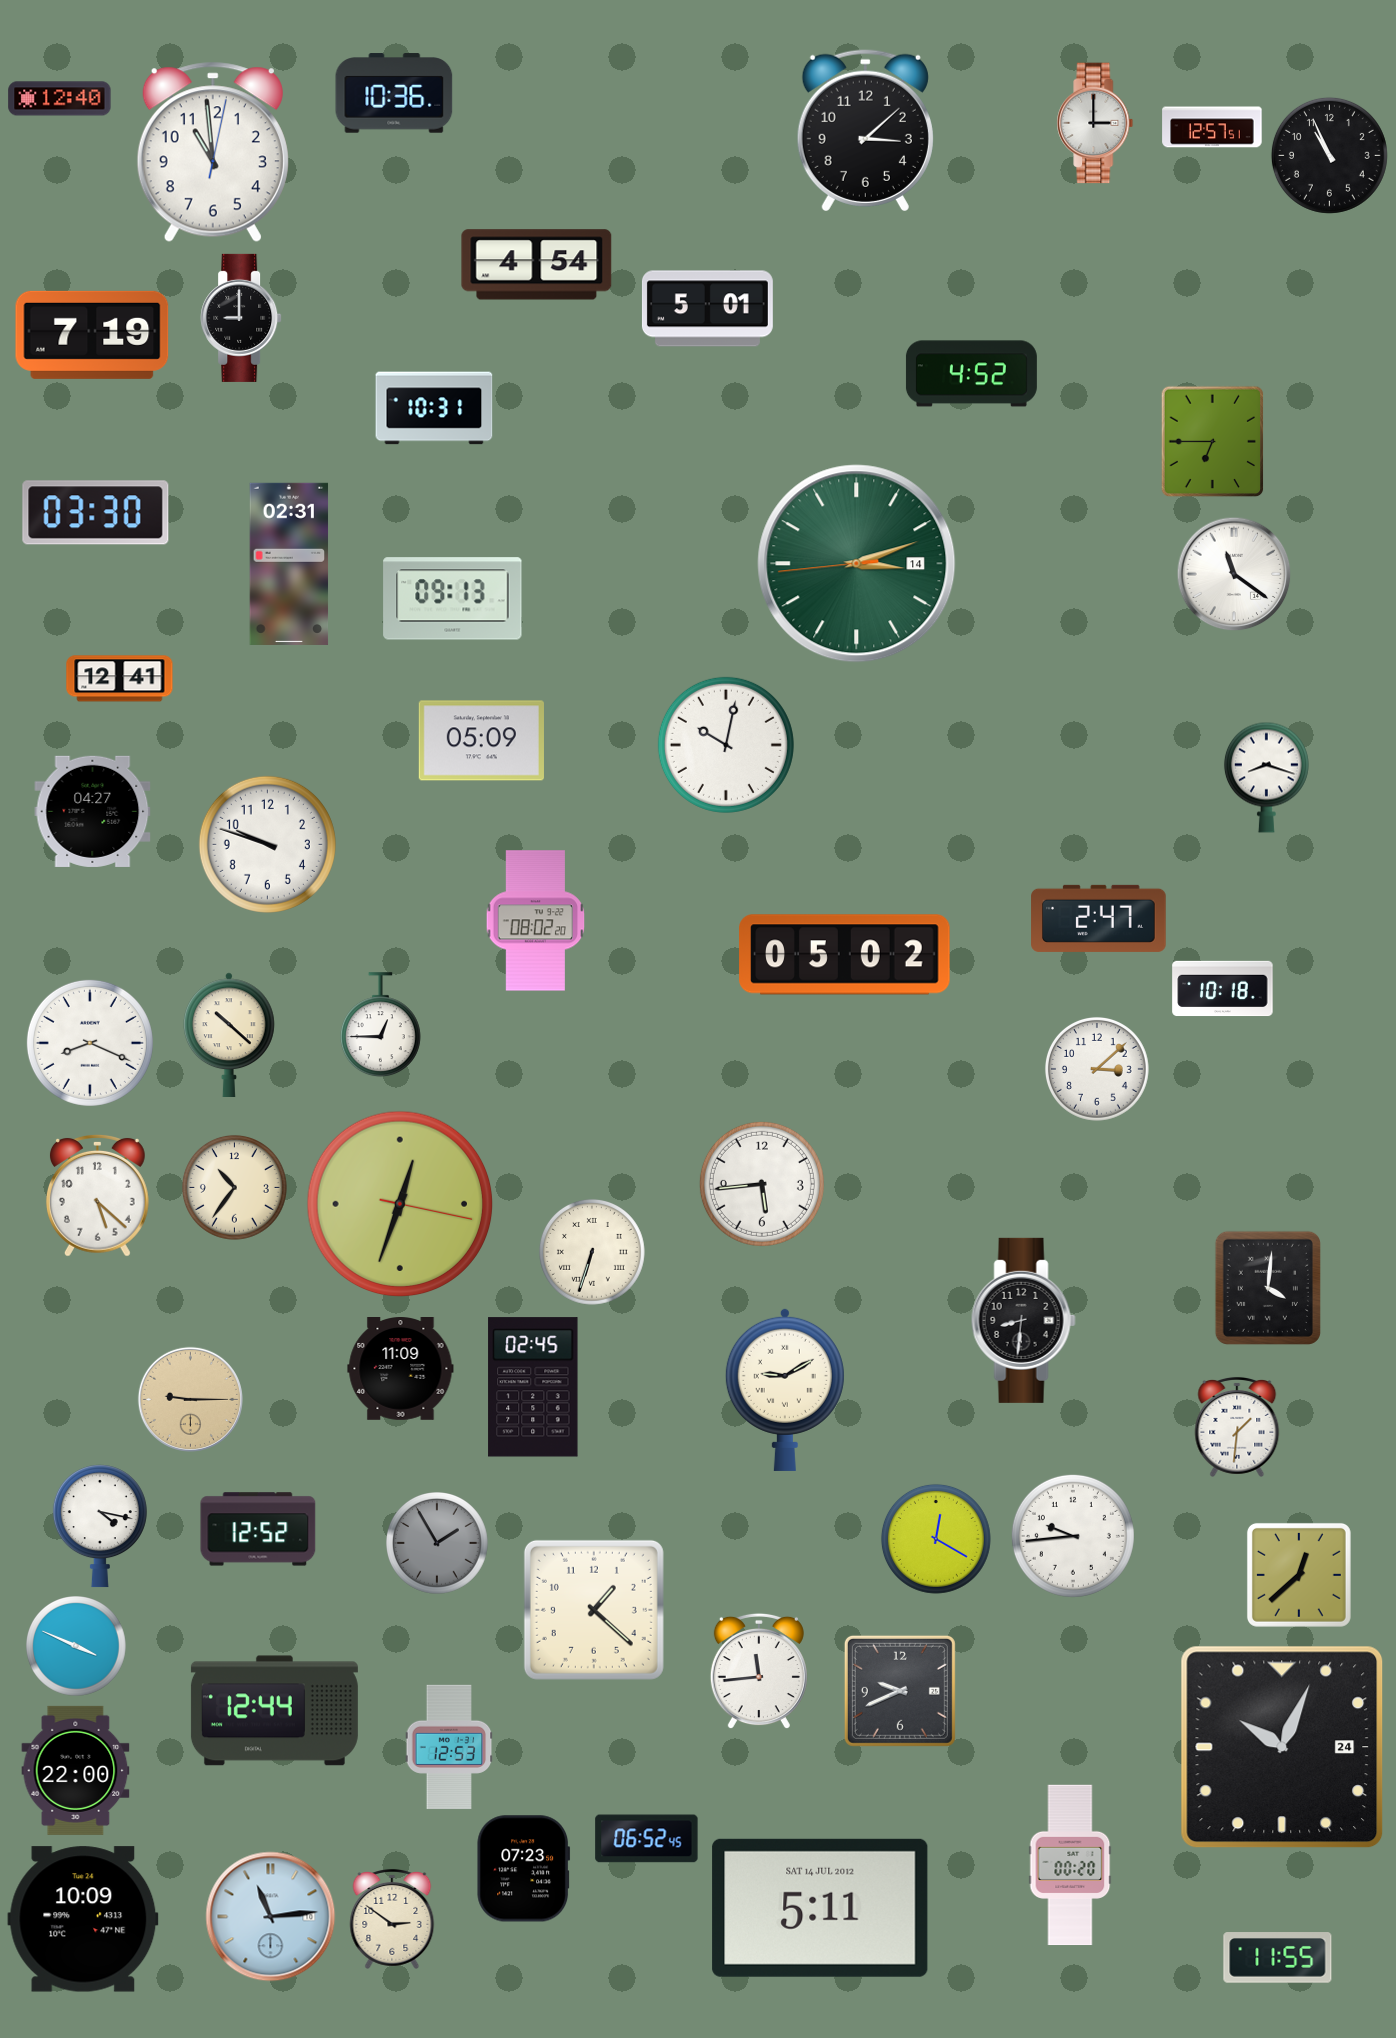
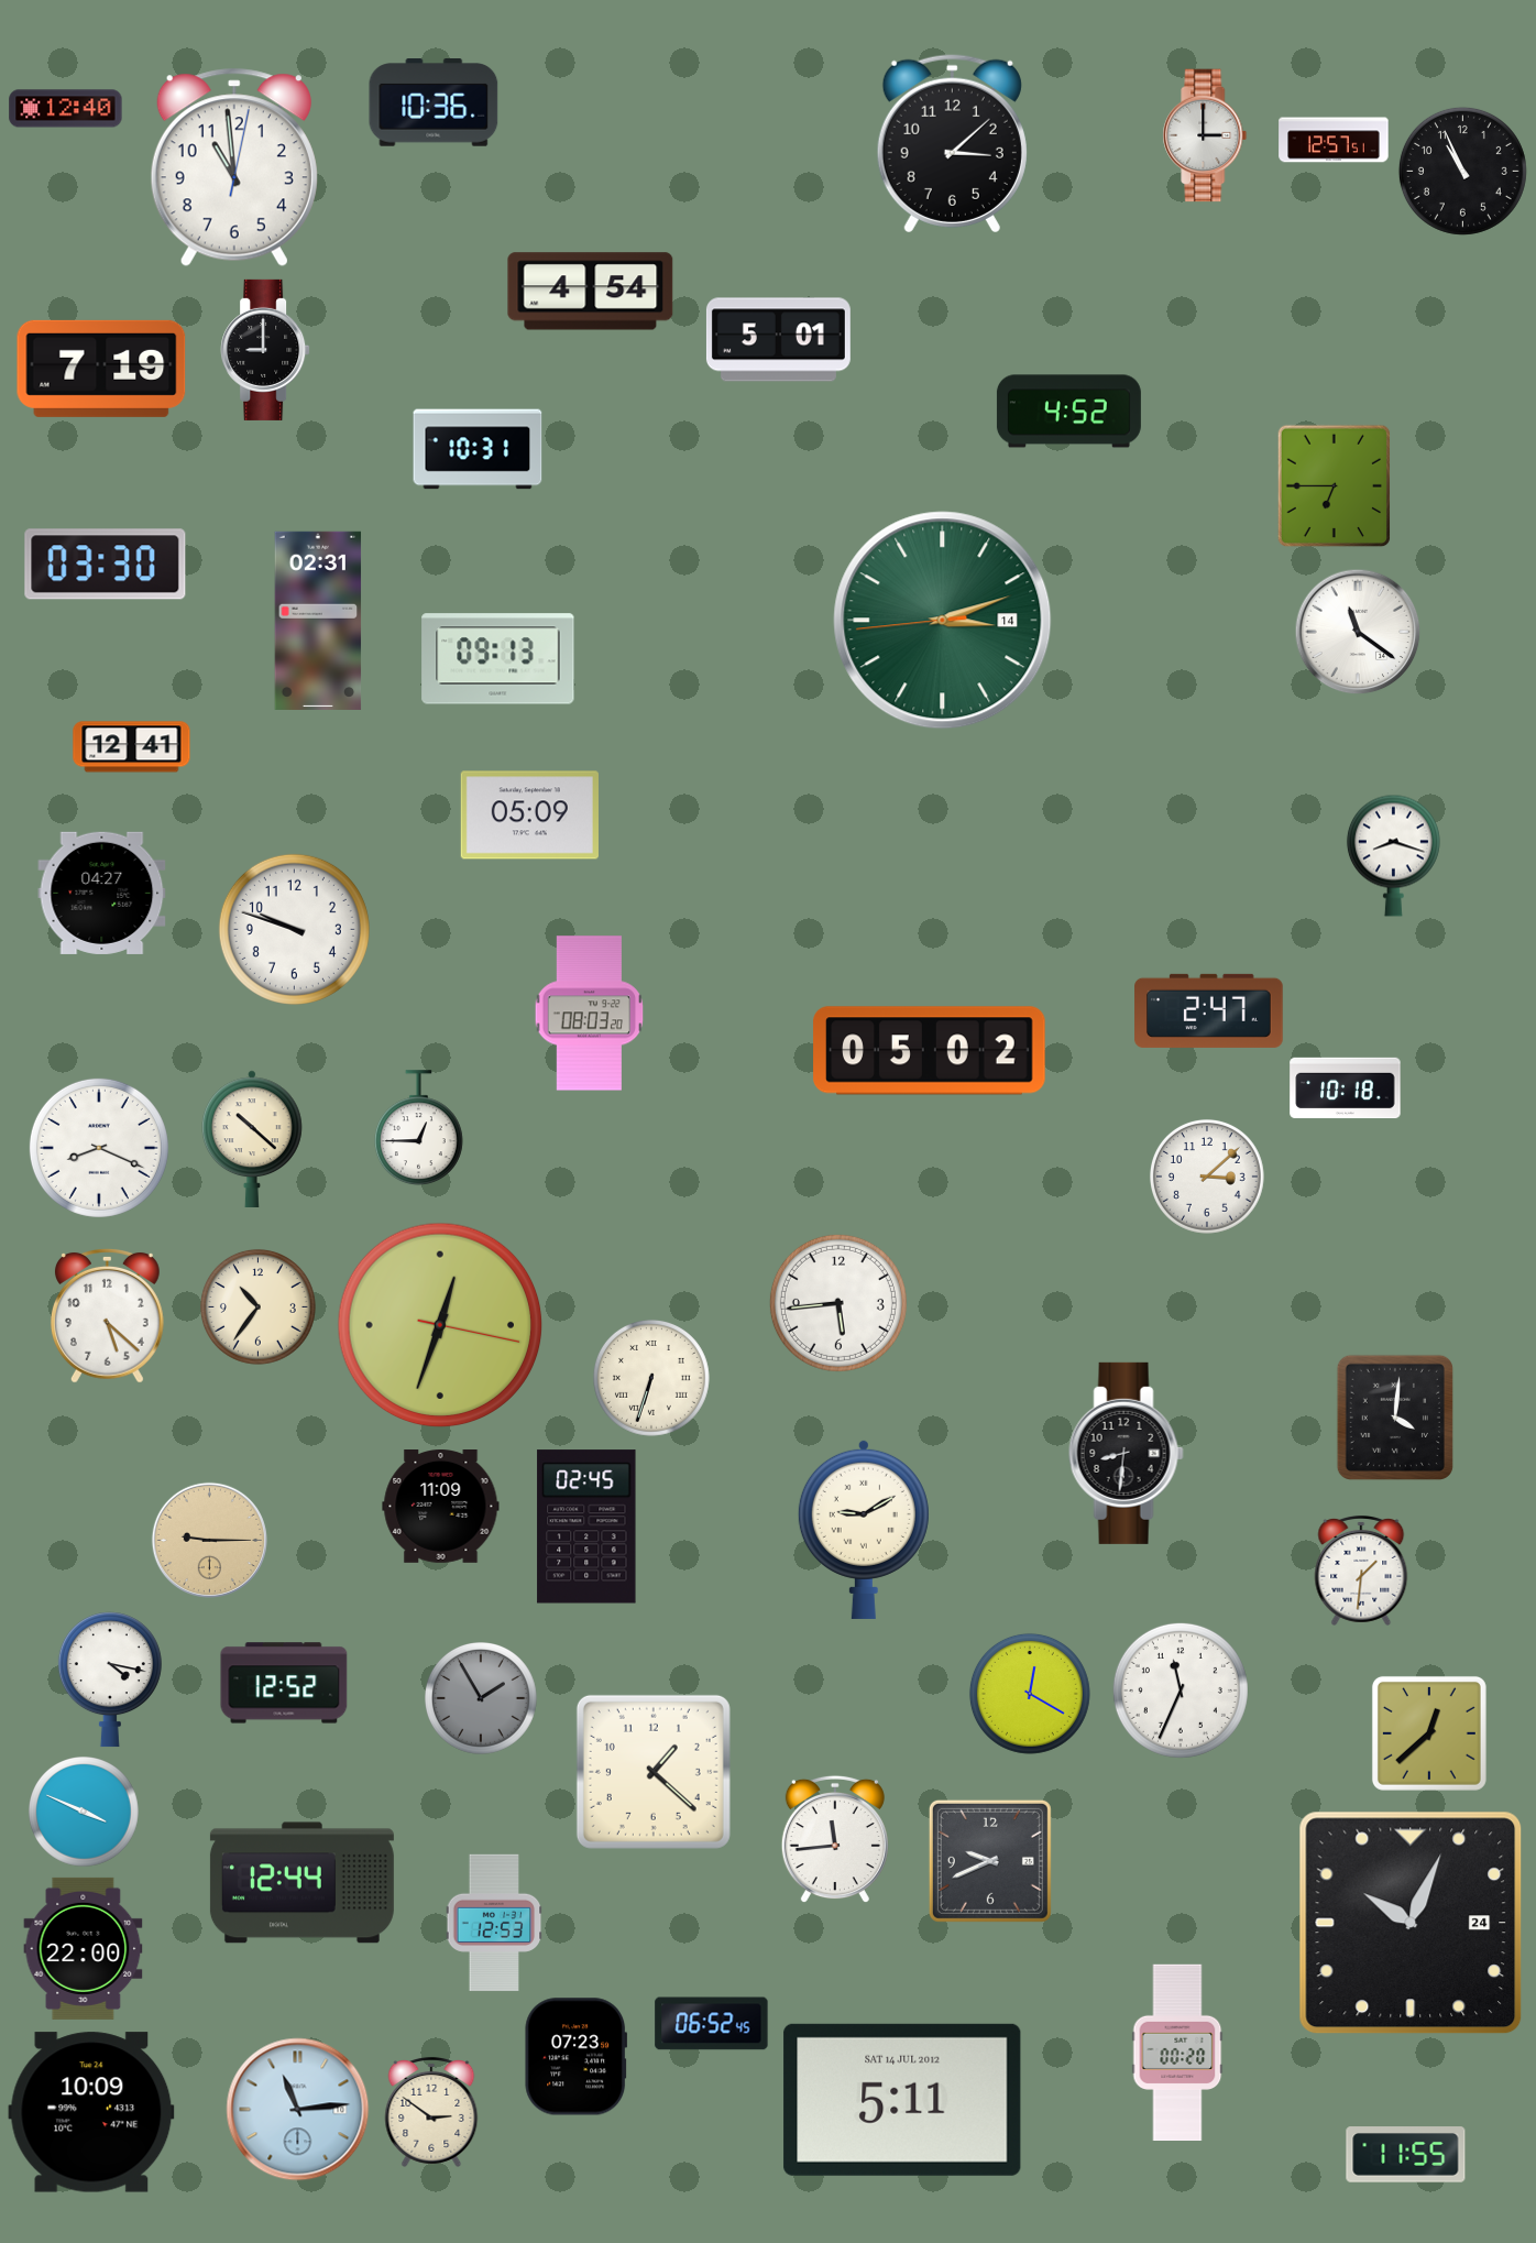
clock at (726, 745): 10:02 -> none
clock at (536, 921): 08:02 -> 08:03
clock at (1073, 1536): 9:44 -> 11:34
